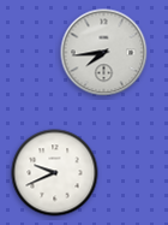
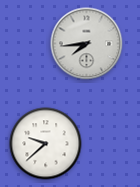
clock at (55, 173): 9:41 -> 9:38
